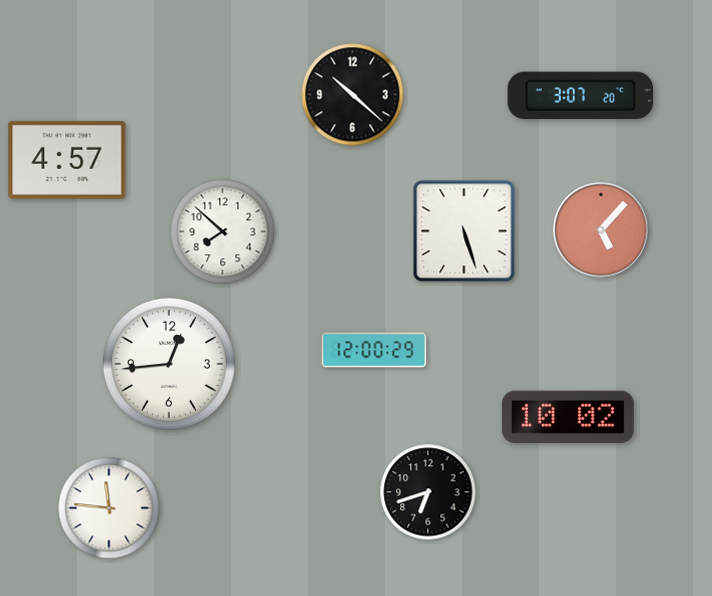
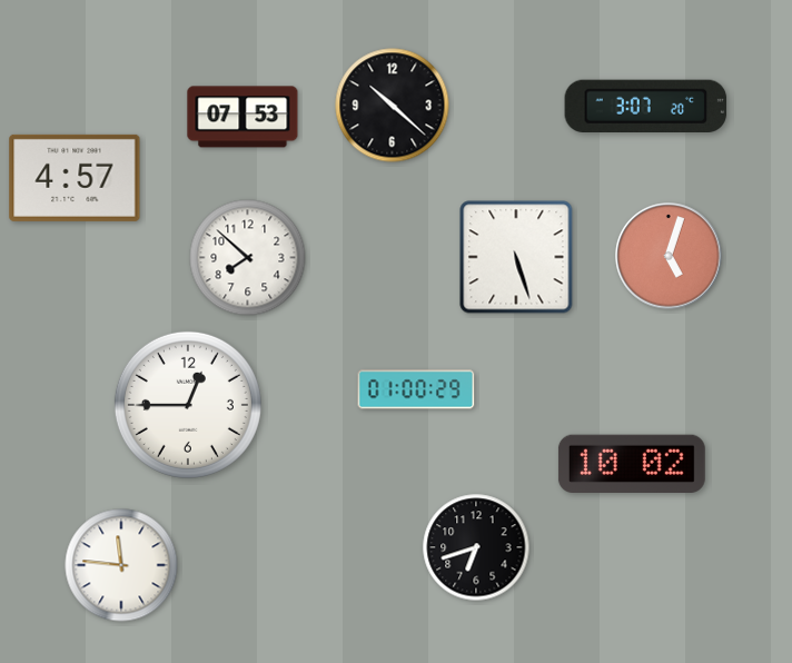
clock at (242, 117): none -> 07:53
clock at (601, 230): 5:07 -> 5:03
clock at (374, 350): 12:00 -> 01:00
clock at (169, 364): 12:44 -> 12:45
